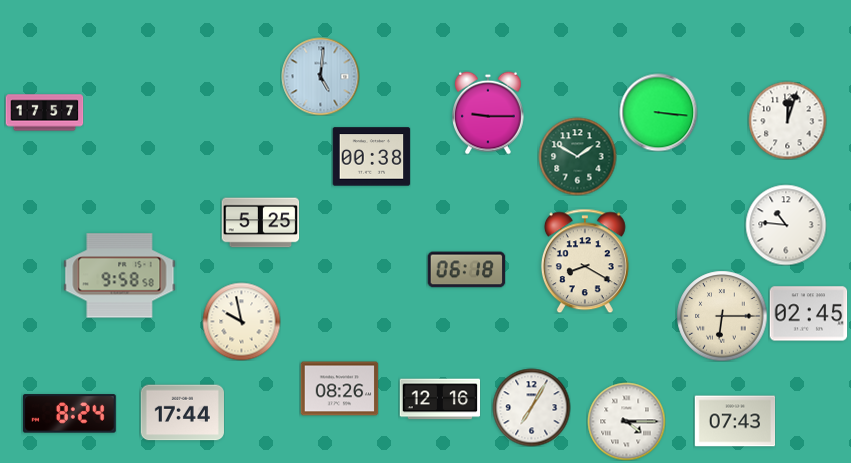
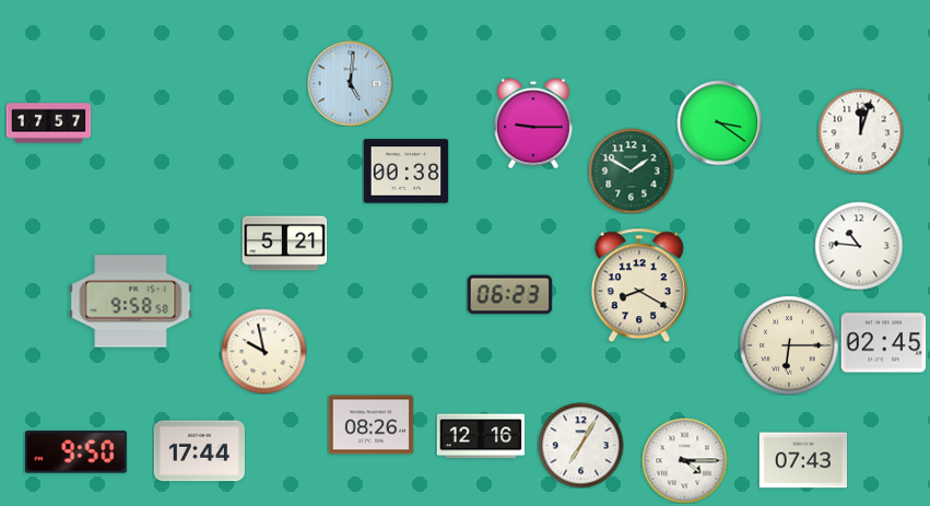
clock at (658, 112): 3:16 -> 3:21
clock at (260, 223): 5:25 -> 5:21
clock at (466, 270): 06:18 -> 06:23
clock at (69, 414): 8:24 -> 9:50
